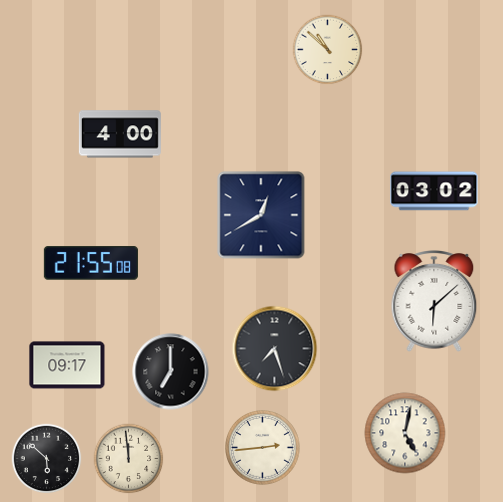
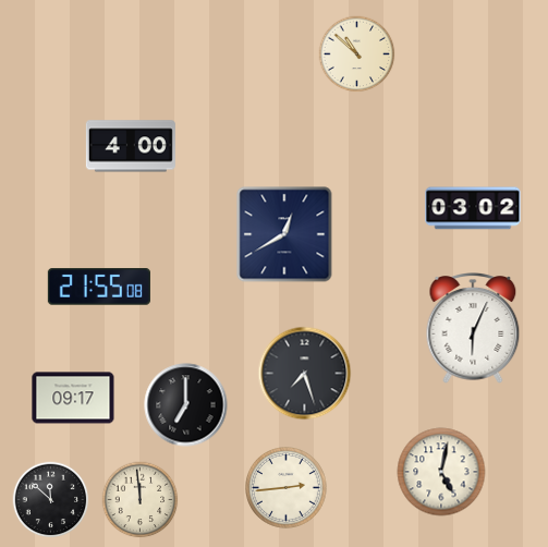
clock at (434, 302): 6:08 -> 6:04
clock at (275, 349) position: (275, 349) -> (305, 374)
clock at (47, 459): 5:52 -> 11:52
